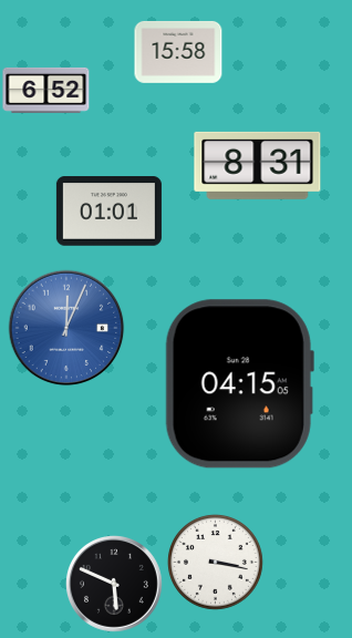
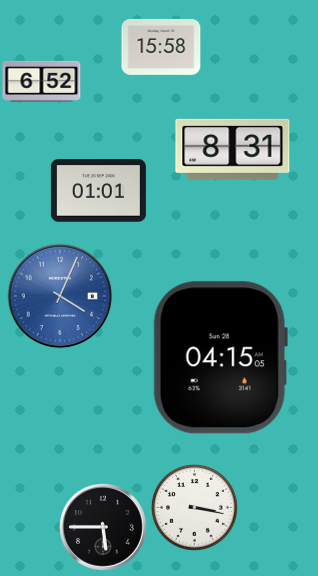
clock at (66, 328): 12:04 -> 4:04
clock at (239, 384) position: (239, 384) -> (220, 358)
clock at (115, 585): 5:49 -> 5:45
